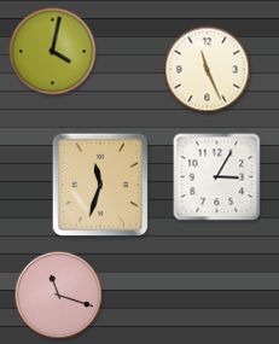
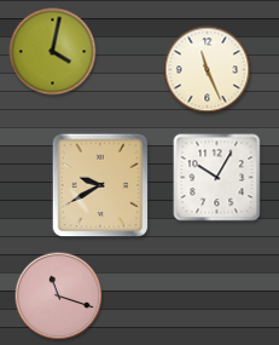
clock at (217, 177): 3:05 -> 10:05
clock at (100, 185): 11:33 -> 9:40
